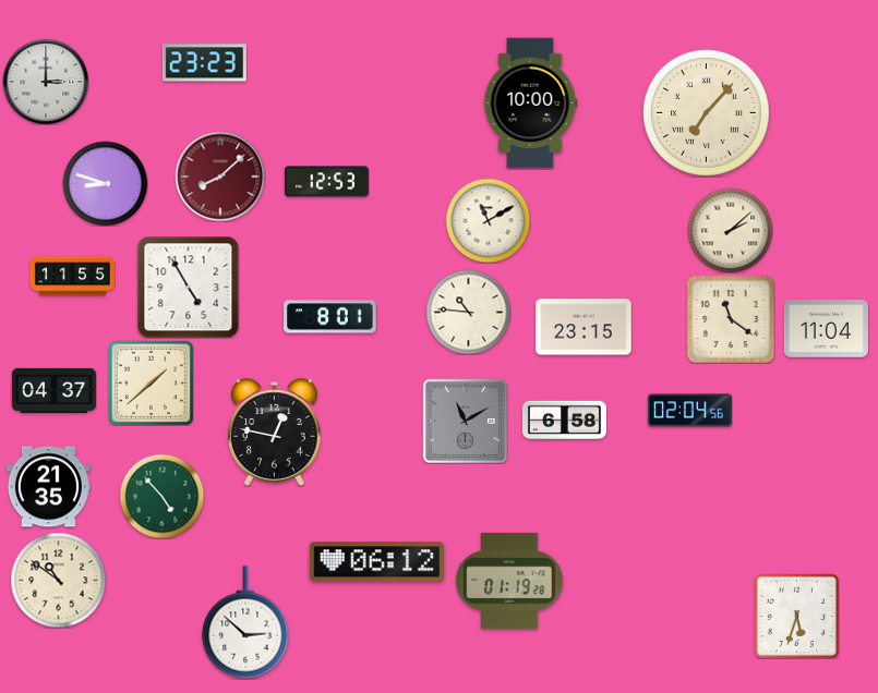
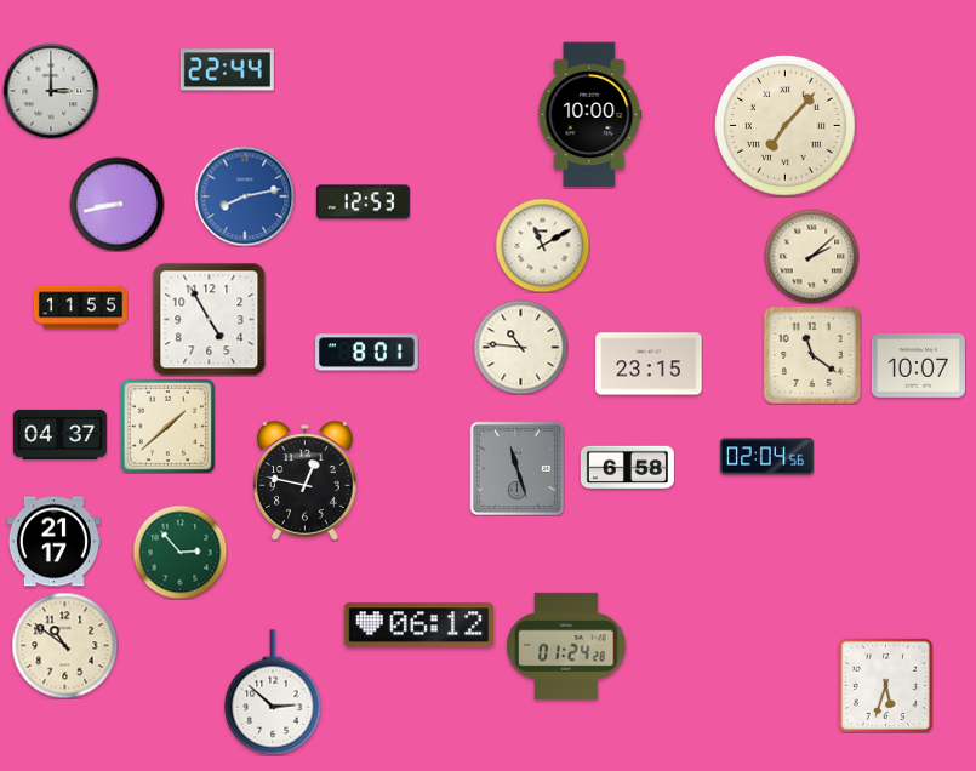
clock at (204, 63): 23:23 -> 22:44
clock at (220, 177): 8:08 -> 8:13
clock at (220, 177) dial: burgundy -> blue
clock at (105, 183): 8:48 -> 8:43
clock at (826, 329): 11:04 -> 10:07
clock at (465, 421): 11:10 -> 11:27
clock at (48, 487): 21:35 -> 21:17
clock at (161, 496): 4:53 -> 2:53
clock at (509, 581): 01:19 -> 01:24
